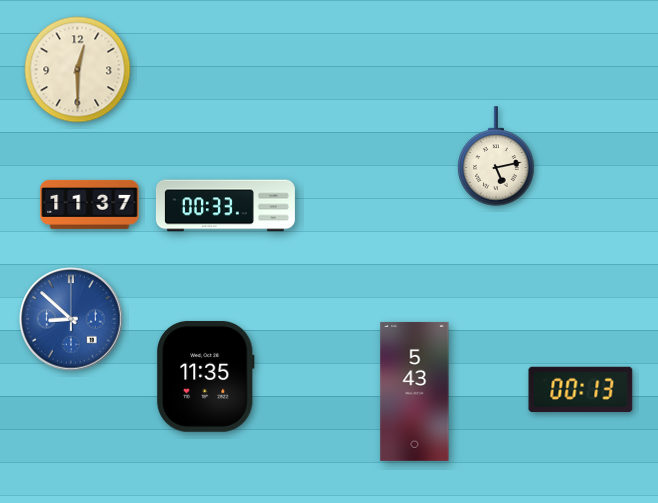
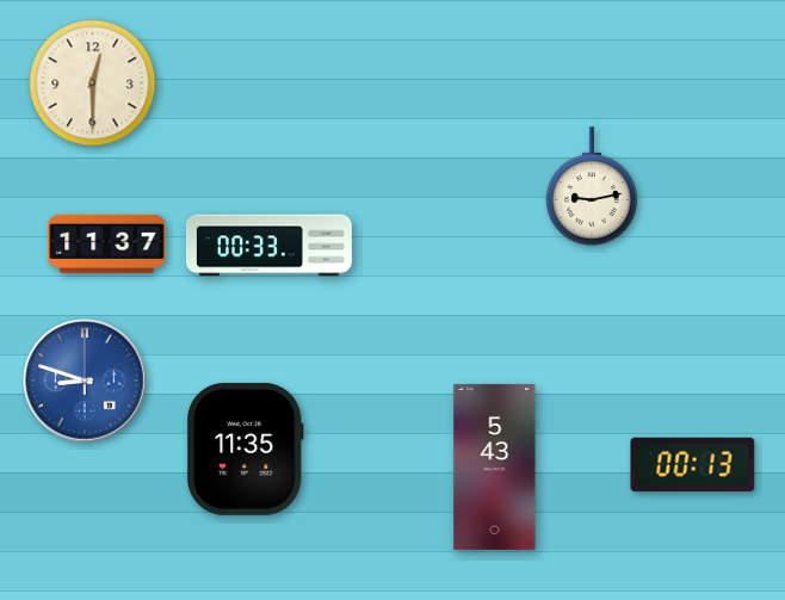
clock at (496, 156): 5:13 -> 9:13
clock at (71, 319): 8:52 -> 8:48
